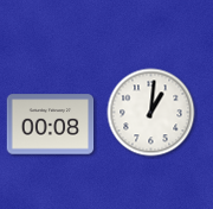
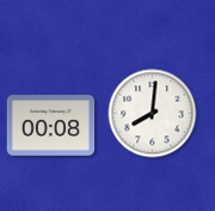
clock at (151, 113): 1:01 -> 8:01
